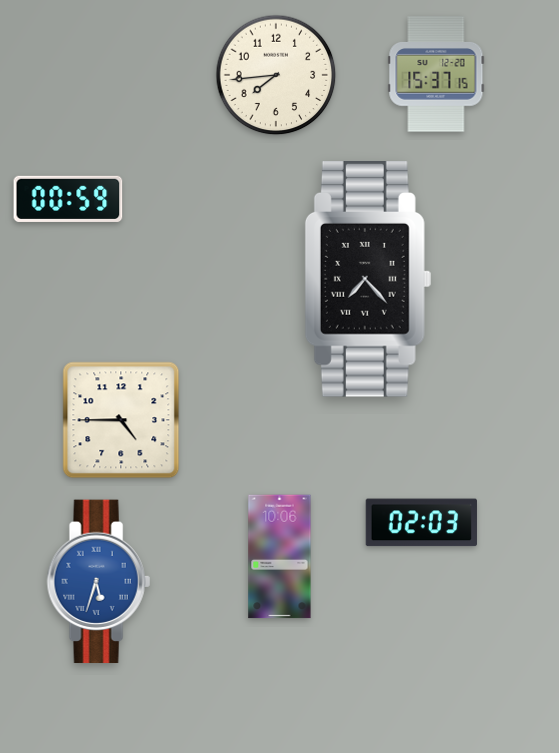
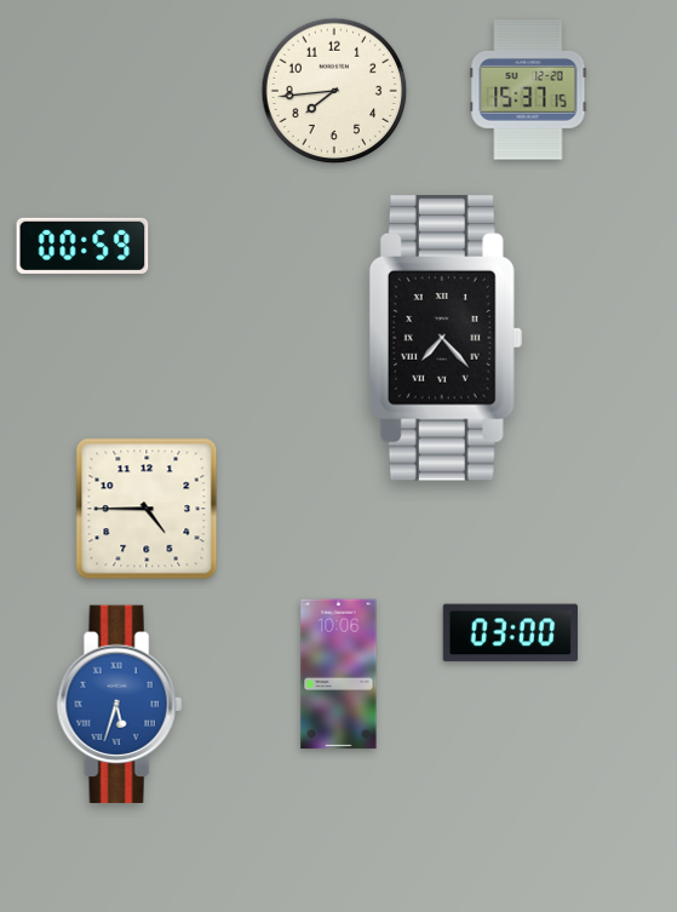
clock at (68, 199) position: (68, 199) -> (82, 246)
clock at (421, 523): 02:03 -> 03:00
